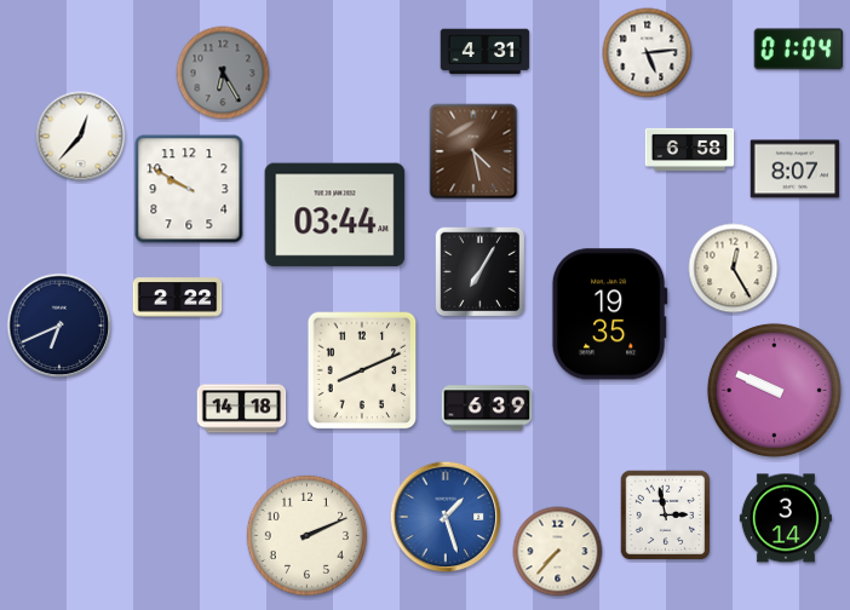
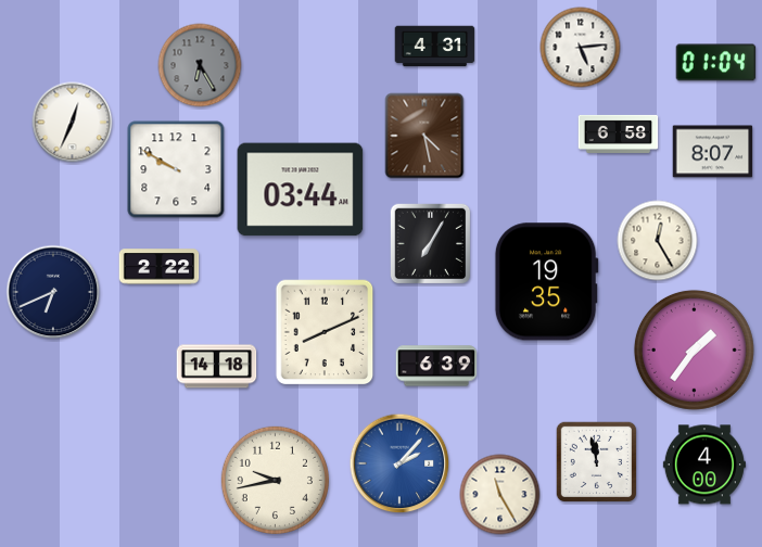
clock at (799, 50) position: (799, 50) -> (716, 63)
clock at (81, 137): 12:37 -> 12:34
clock at (189, 189) position: (189, 189) -> (176, 169)
clock at (335, 215) position: (335, 215) -> (301, 190)
clock at (774, 390): 9:49 -> 1:36
clock at (666, 516): 2:58 -> 11:58
clock at (446, 517): 1:27 -> 2:07
clock at (786, 518): 3:14 -> 4:00
clock at (306, 535): 2:11 -> 9:43
clock at (558, 552): 7:37 -> 11:25
